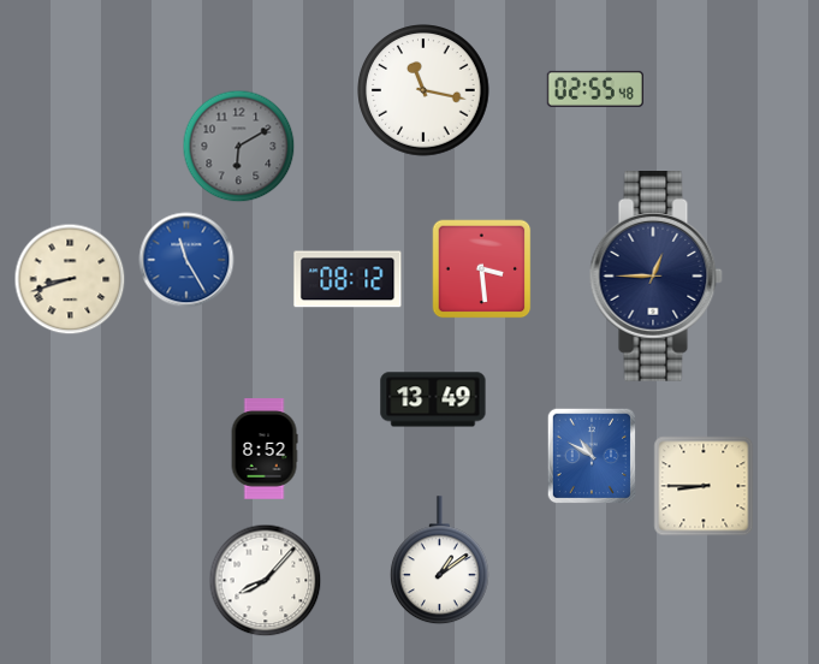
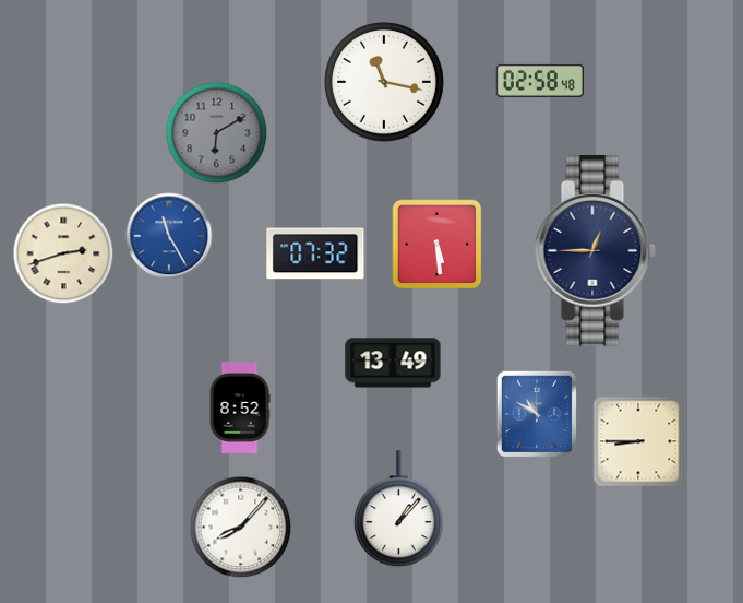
clock at (595, 89): 02:55 -> 02:58
clock at (482, 269): 3:29 -> 5:29
clock at (70, 279): 8:42 -> 2:42
clock at (348, 279): 08:12 -> 07:32
clock at (439, 561): 1:09 -> 1:07
